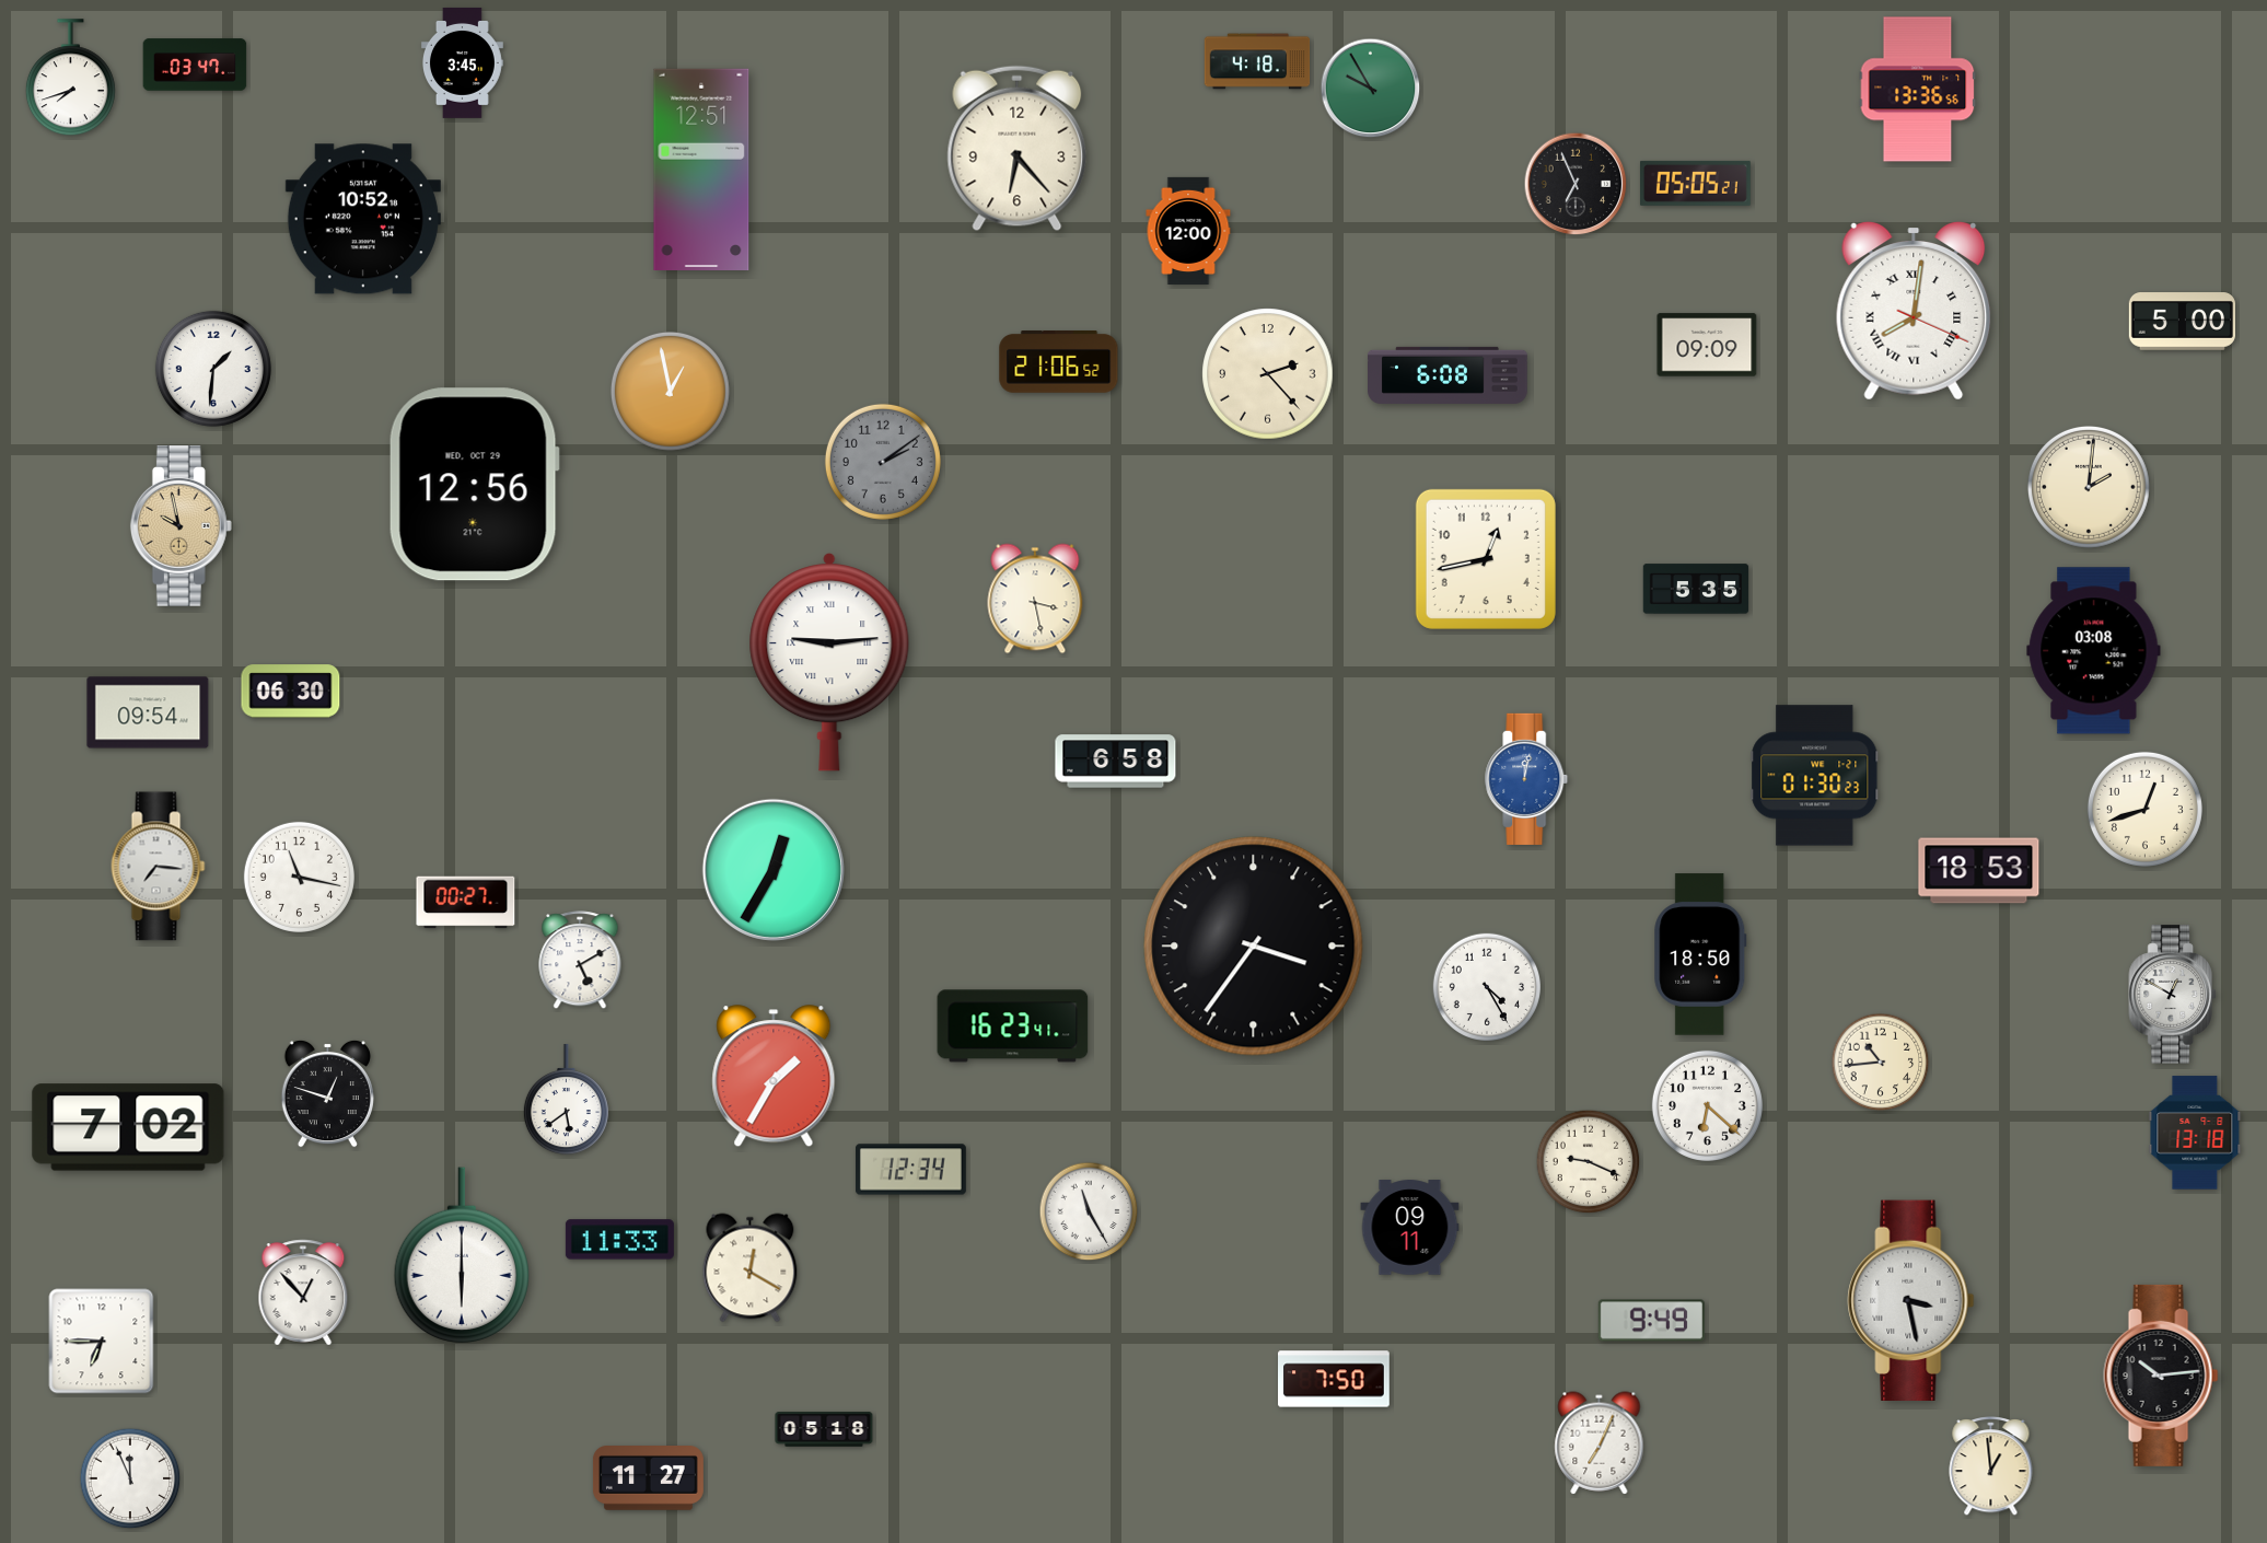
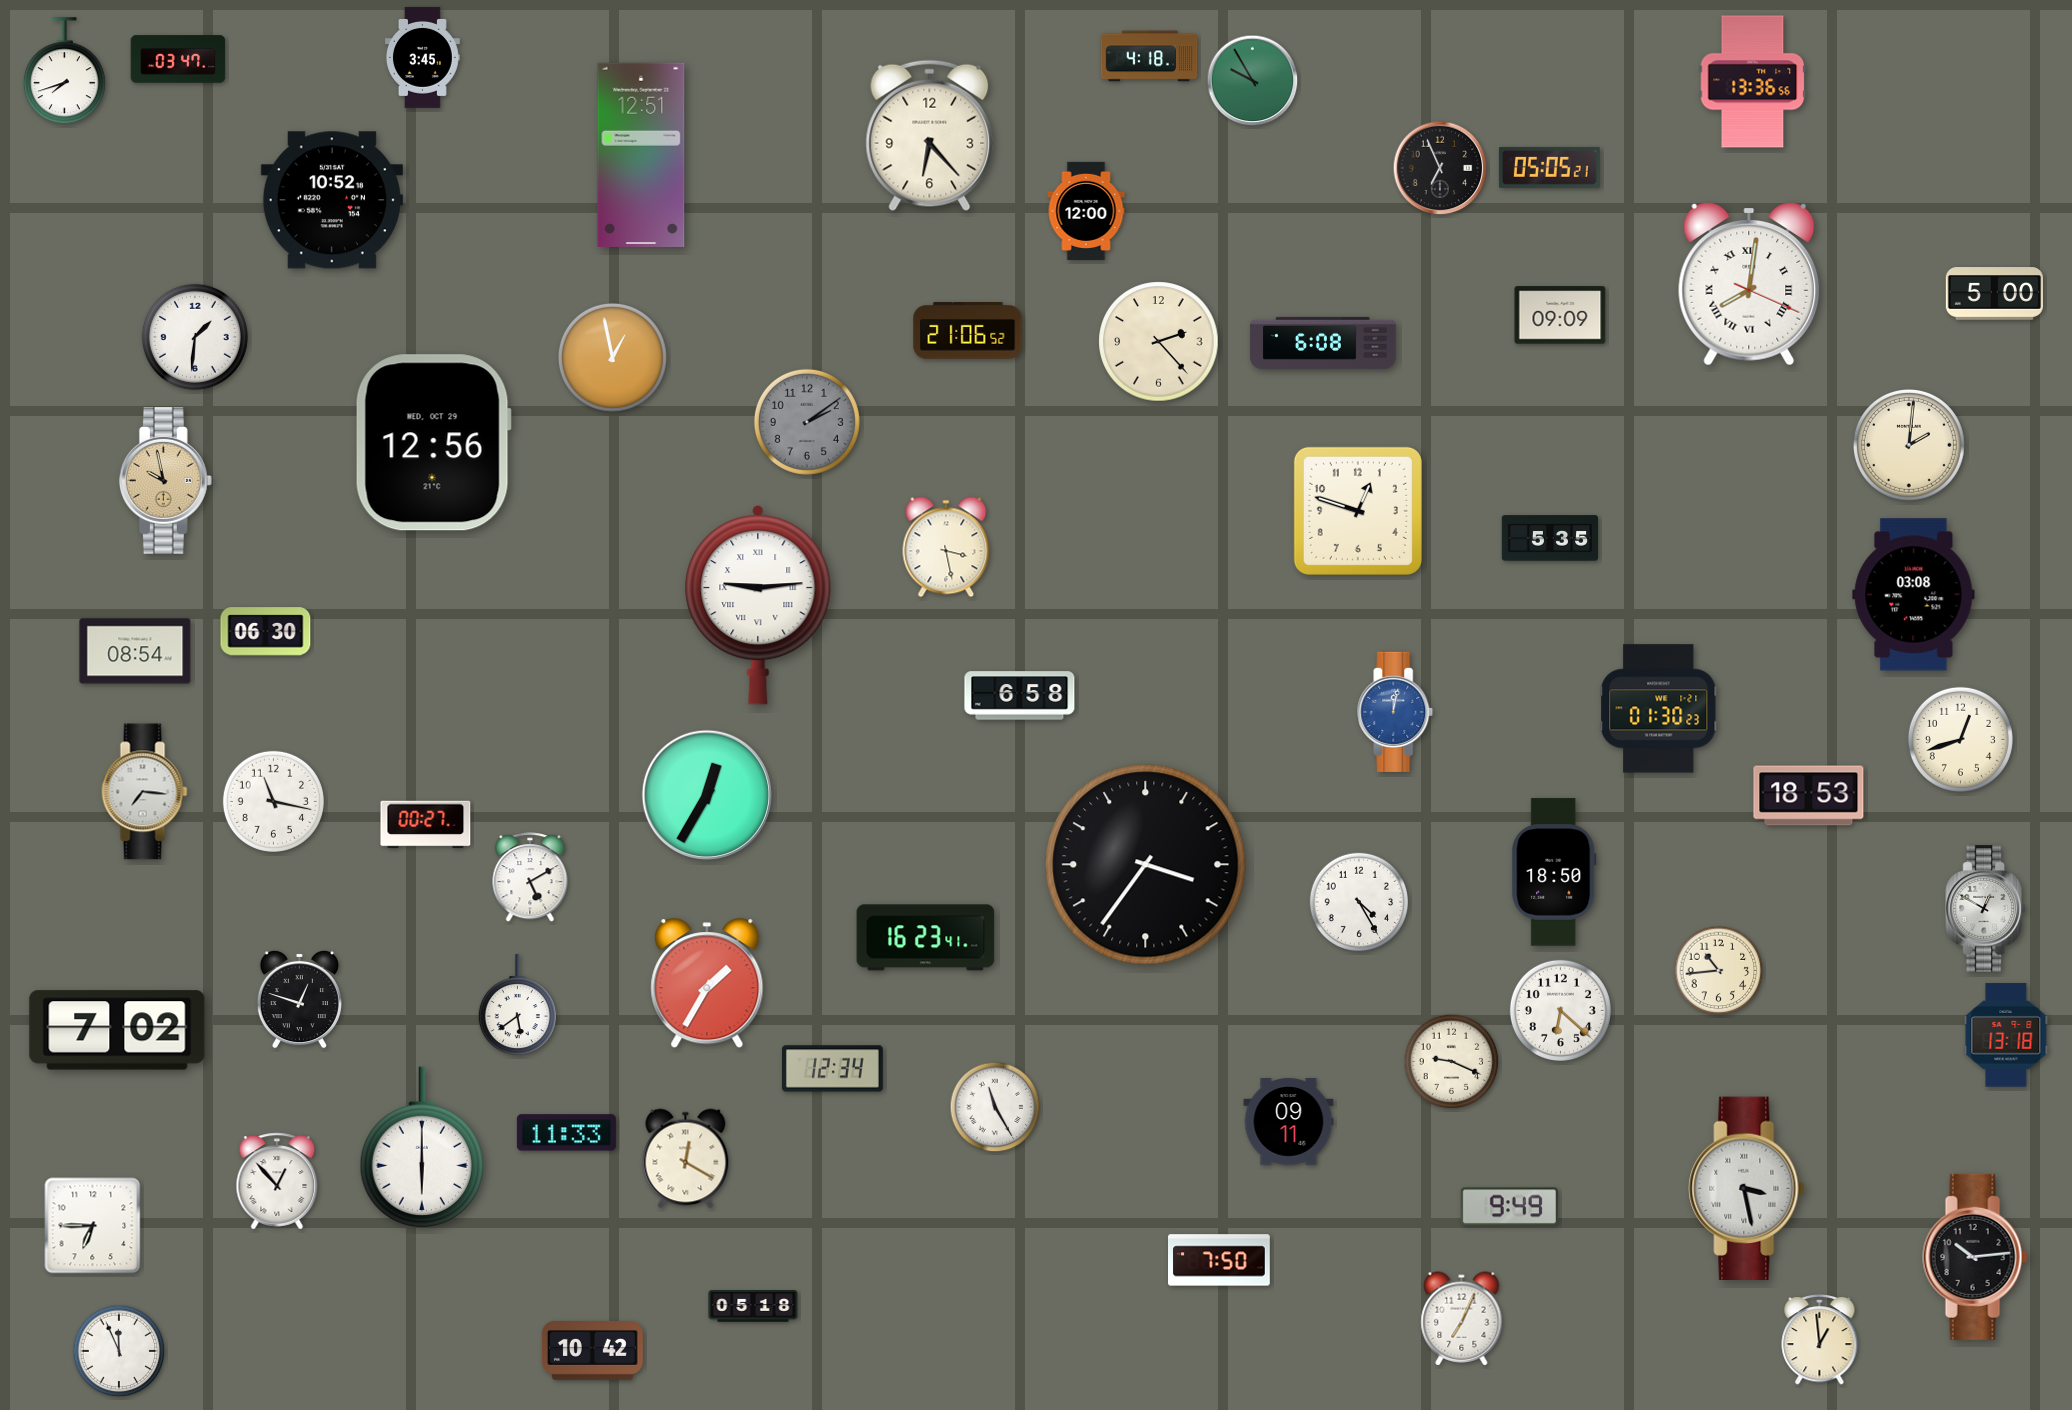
clock at (1486, 559): 12:43 -> 12:48
clock at (148, 712): 09:54 -> 08:54
clock at (648, 1478): 11:27 -> 10:42
